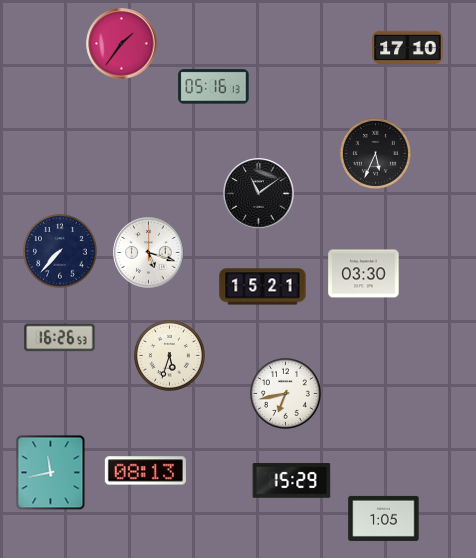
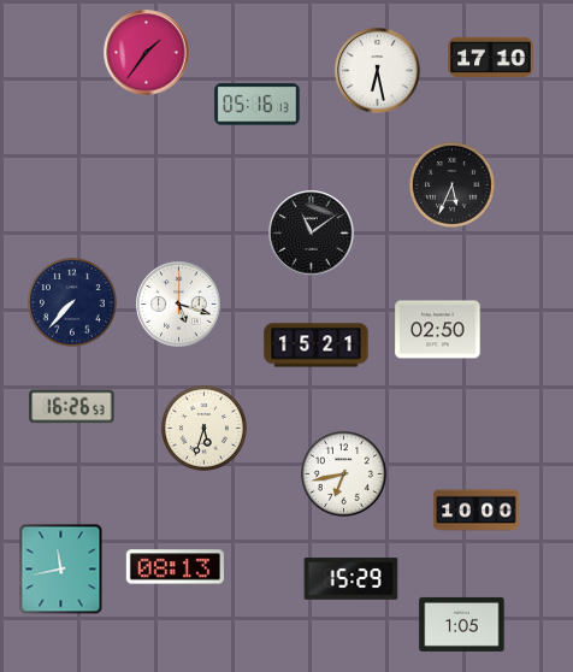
clock at (378, 71): none -> 6:28
clock at (364, 274): 03:30 -> 02:50
clock at (477, 511): none -> 10:00
